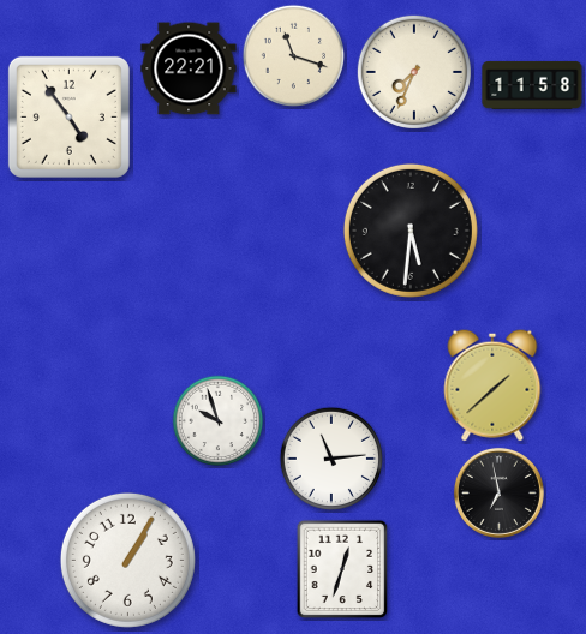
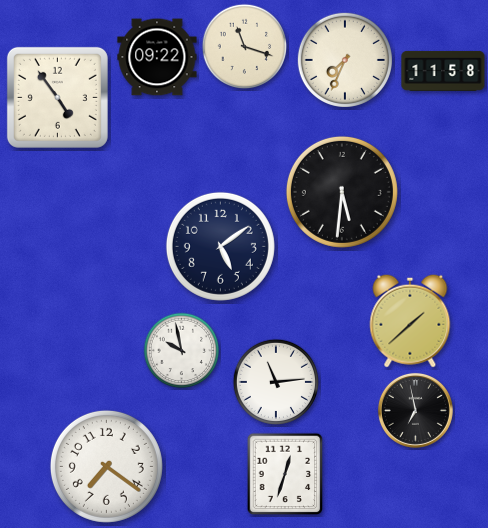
clock at (189, 68): 22:21 -> 09:22
clock at (220, 246): none -> 5:09
clock at (219, 421): 9:57 -> 9:58
clock at (127, 560): 1:05 -> 7:21
